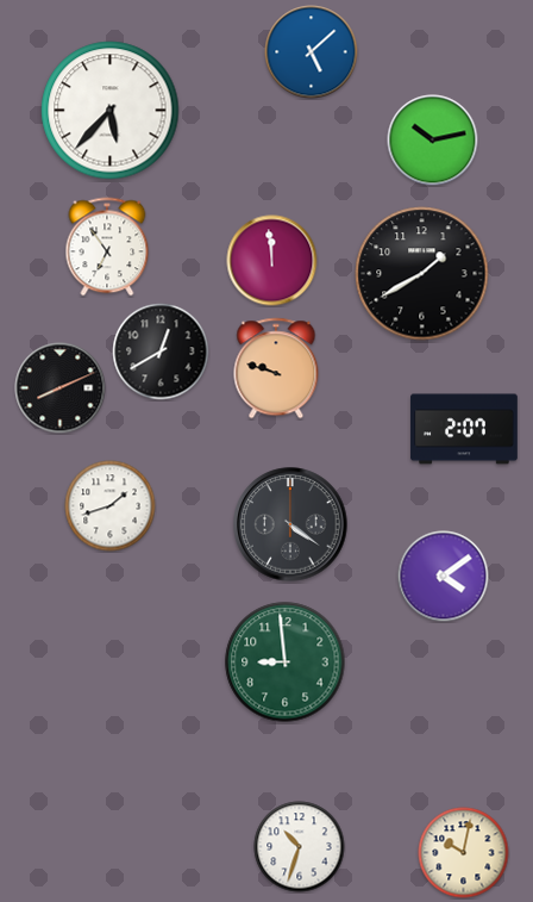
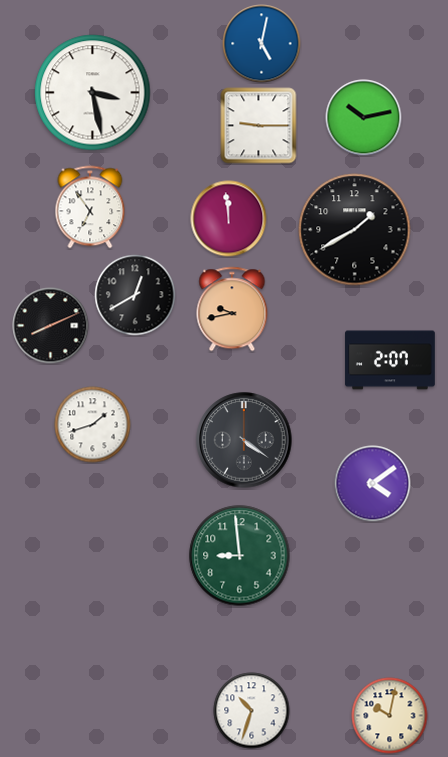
clock at (312, 52): 5:08 -> 5:02
clock at (111, 111): 5:37 -> 3:28
clock at (259, 126): none -> 9:15
clock at (276, 368): 9:48 -> 9:43
